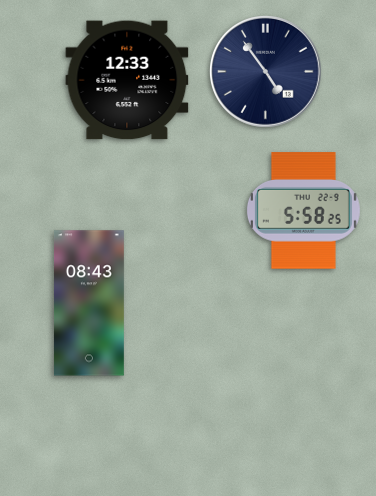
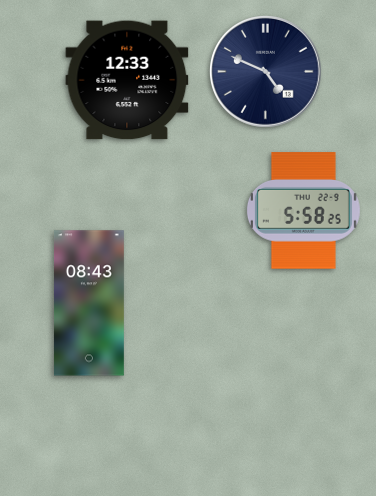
clock at (265, 71): 4:54 -> 4:49
